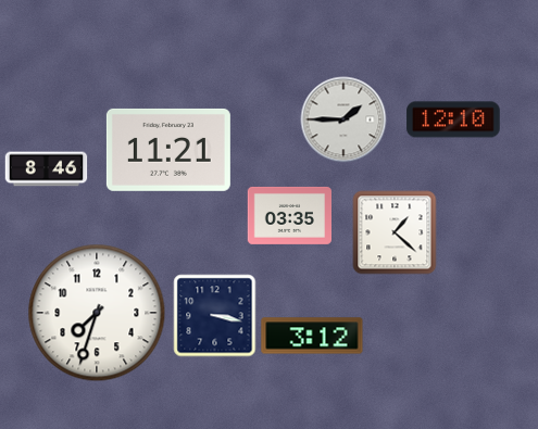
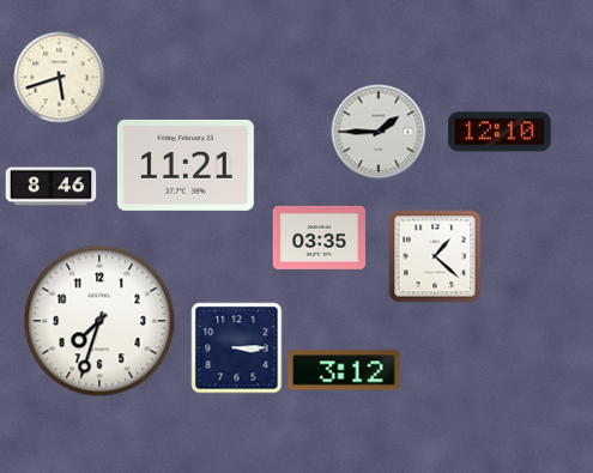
clock at (60, 78): none -> 5:42
clock at (97, 313) position: (97, 313) -> (99, 321)
clock at (215, 316): 3:17 -> 3:15
